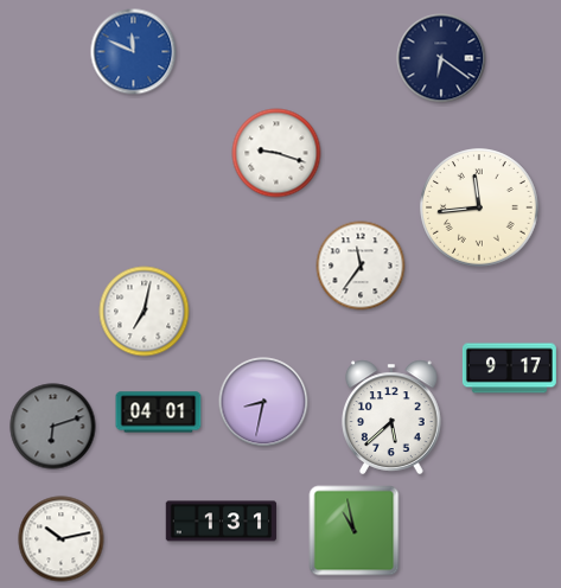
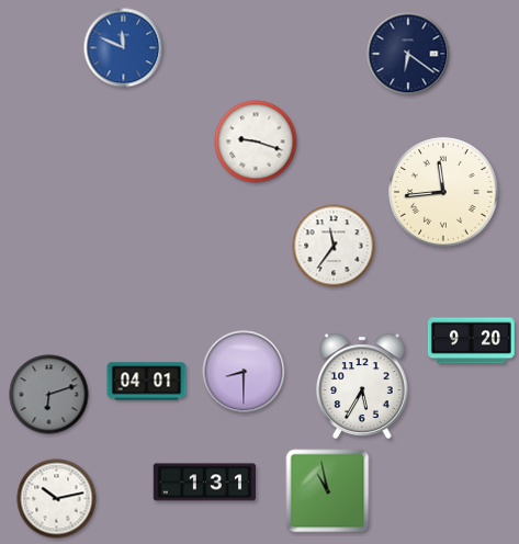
clock at (145, 312): 7:02 -> none
clock at (509, 369): 9:17 -> 9:20
clock at (263, 402): 8:32 -> 8:30
clock at (393, 417): 5:38 -> 5:35
